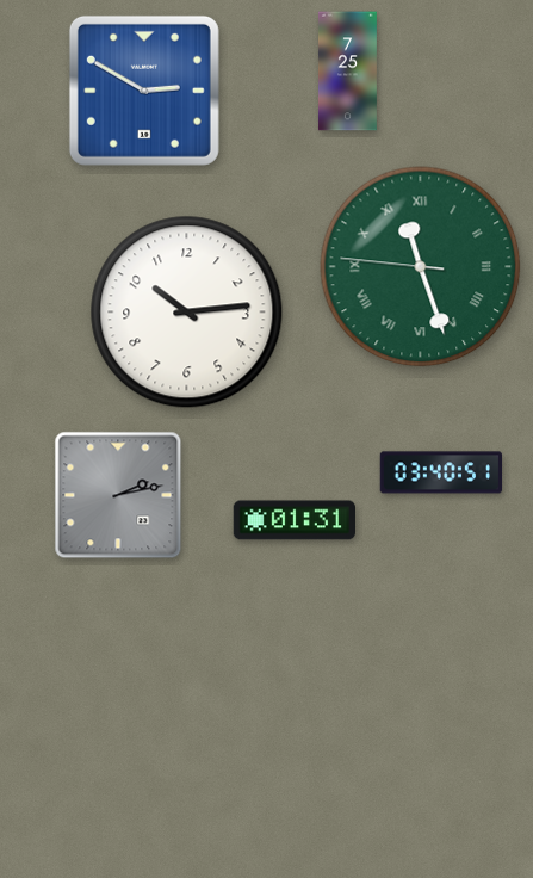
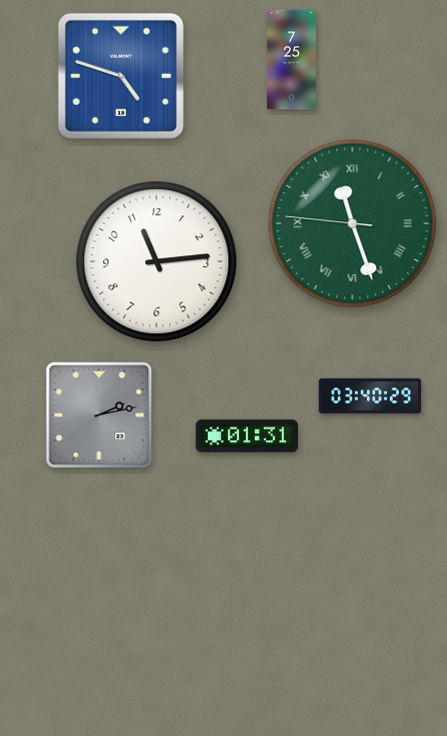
clock at (144, 91): 2:50 -> 4:48
clock at (187, 313): 10:14 -> 11:14
clock at (441, 472): 03:40:51 -> 03:40:29
